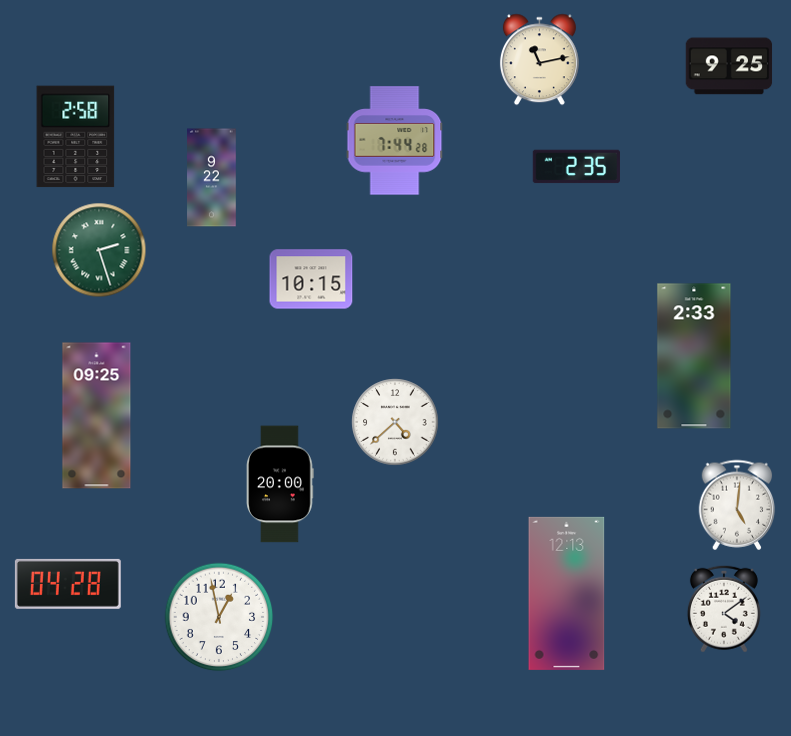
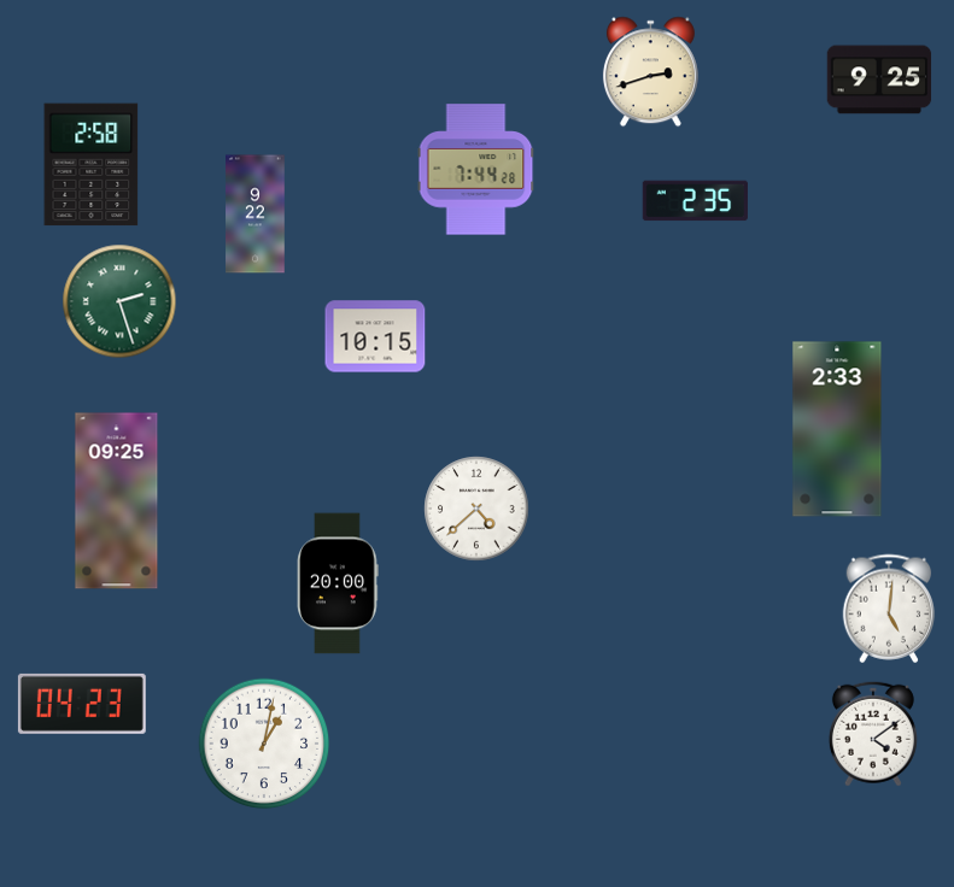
clock at (539, 60): 11:13 -> 2:42
clock at (68, 584): 04:28 -> 04:23
clock at (567, 593): 12:13 -> none
clock at (219, 617): 12:58 -> 1:02
